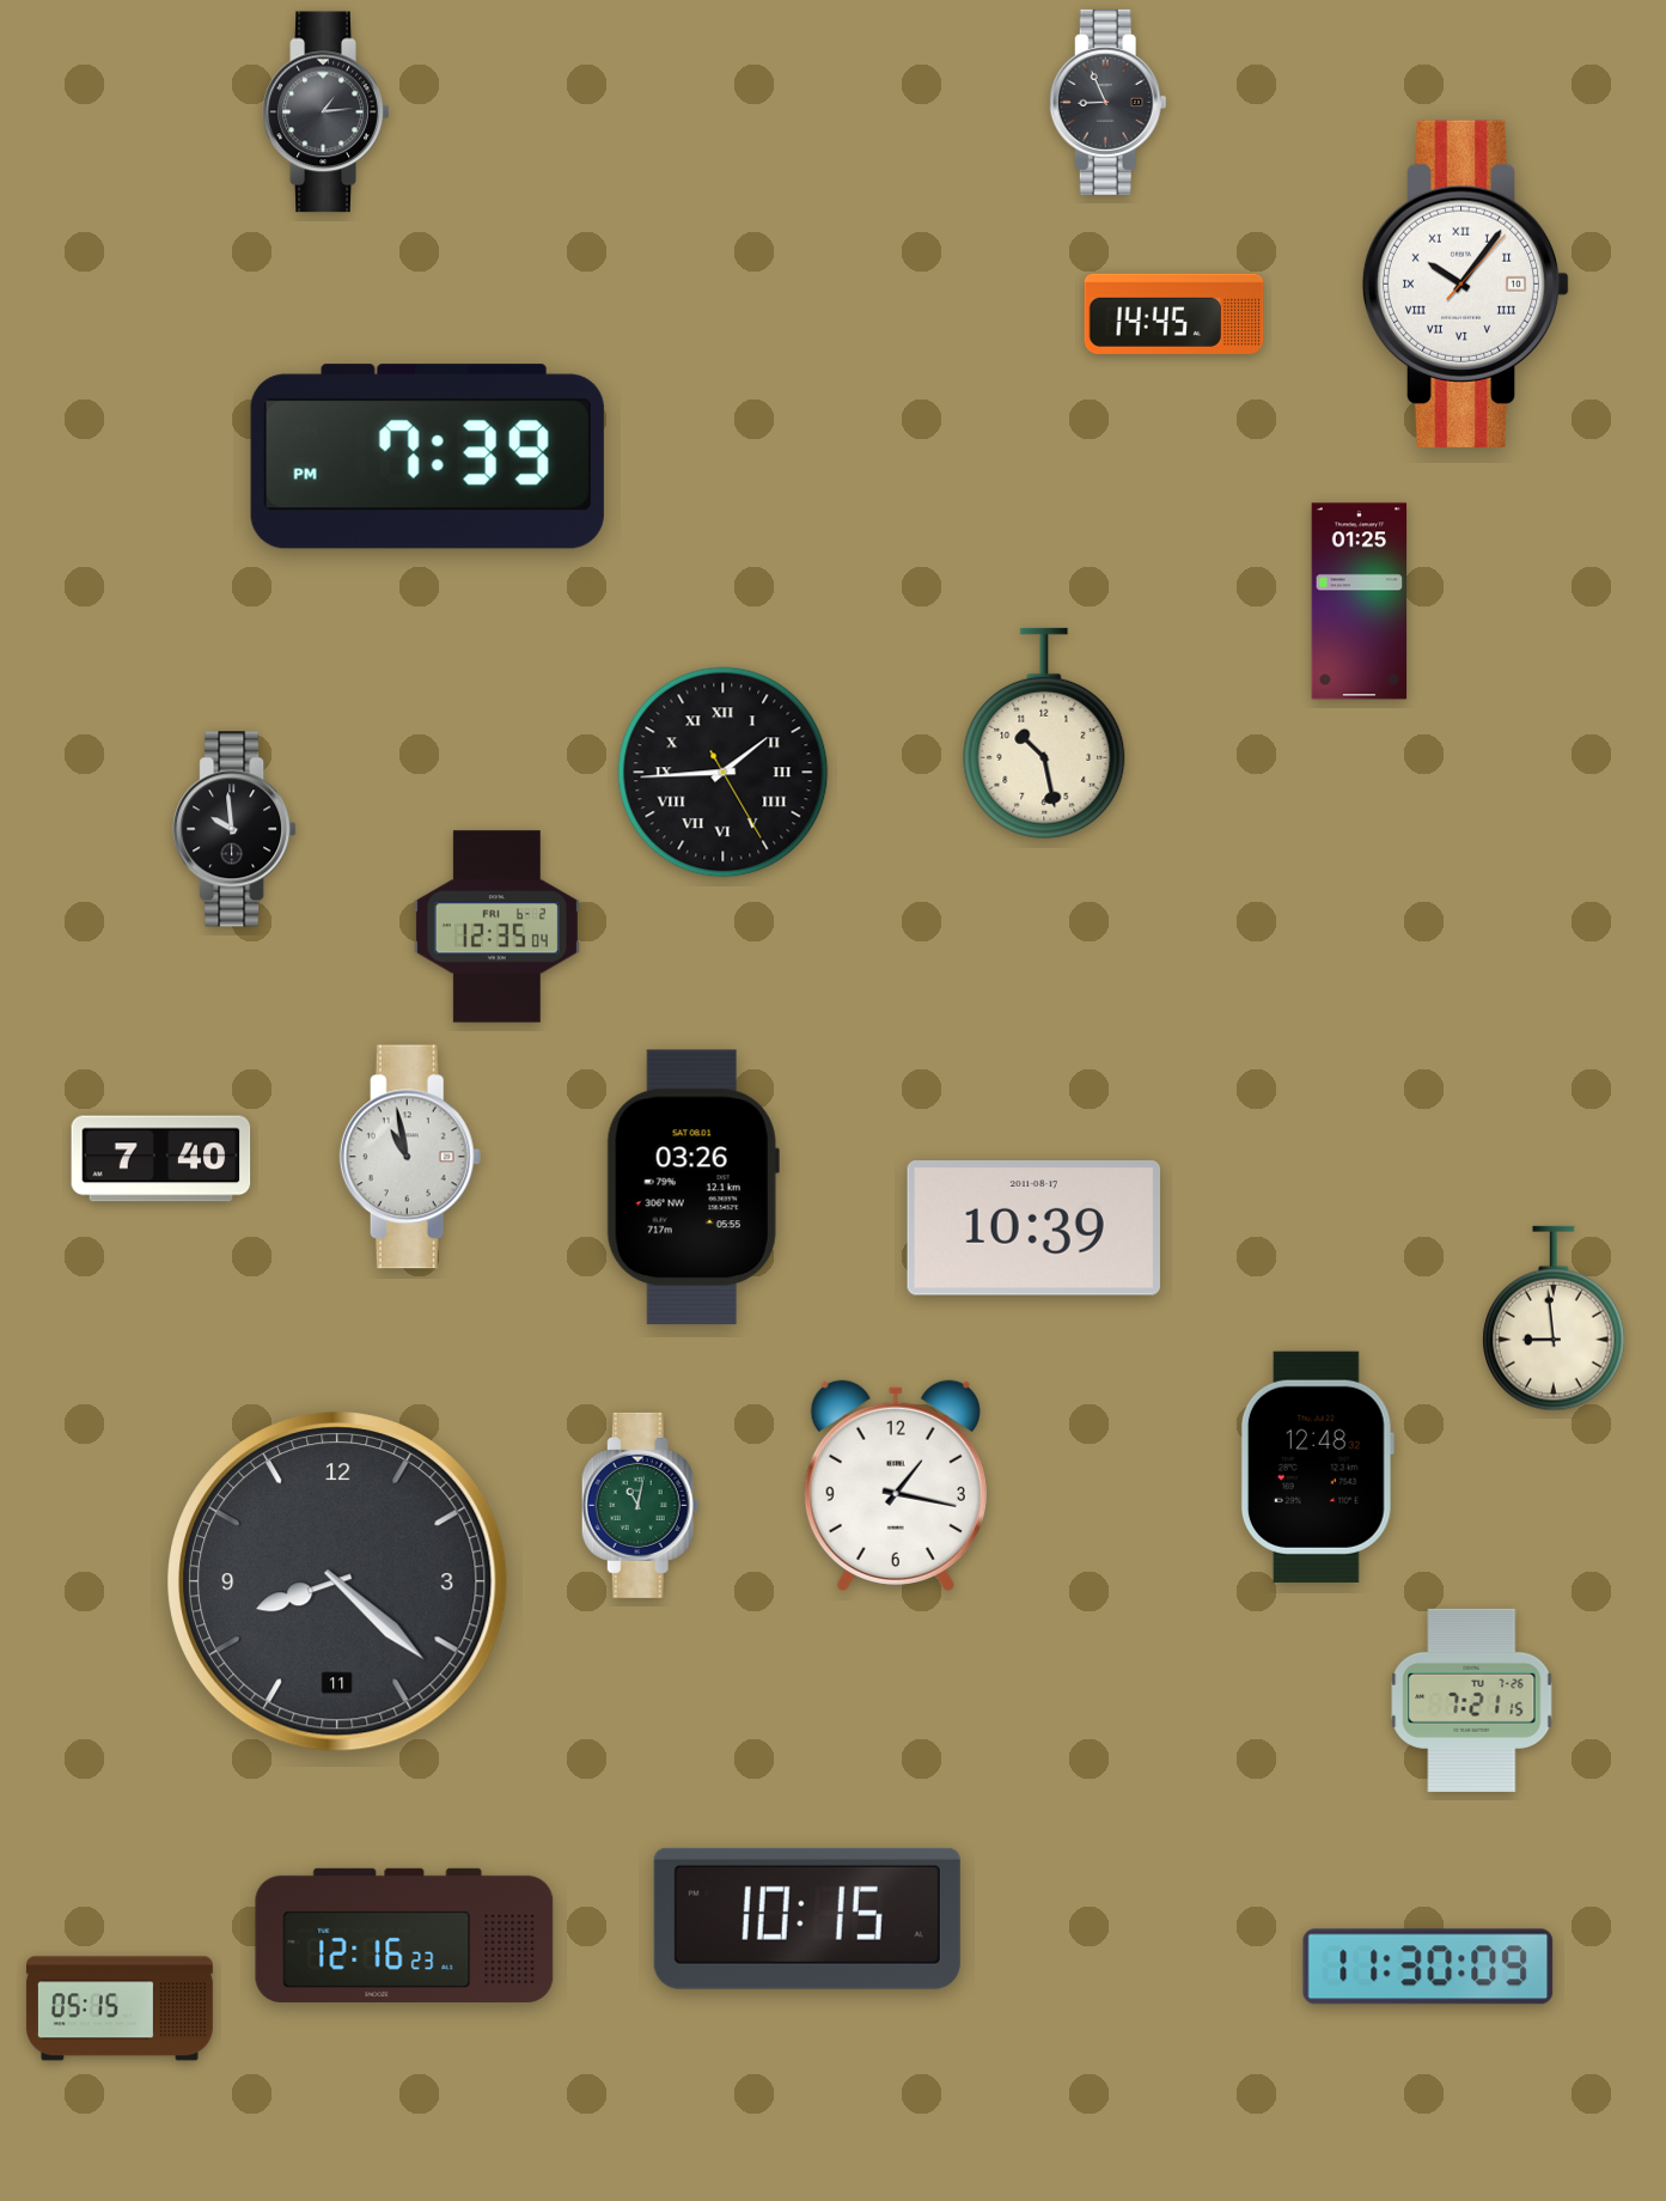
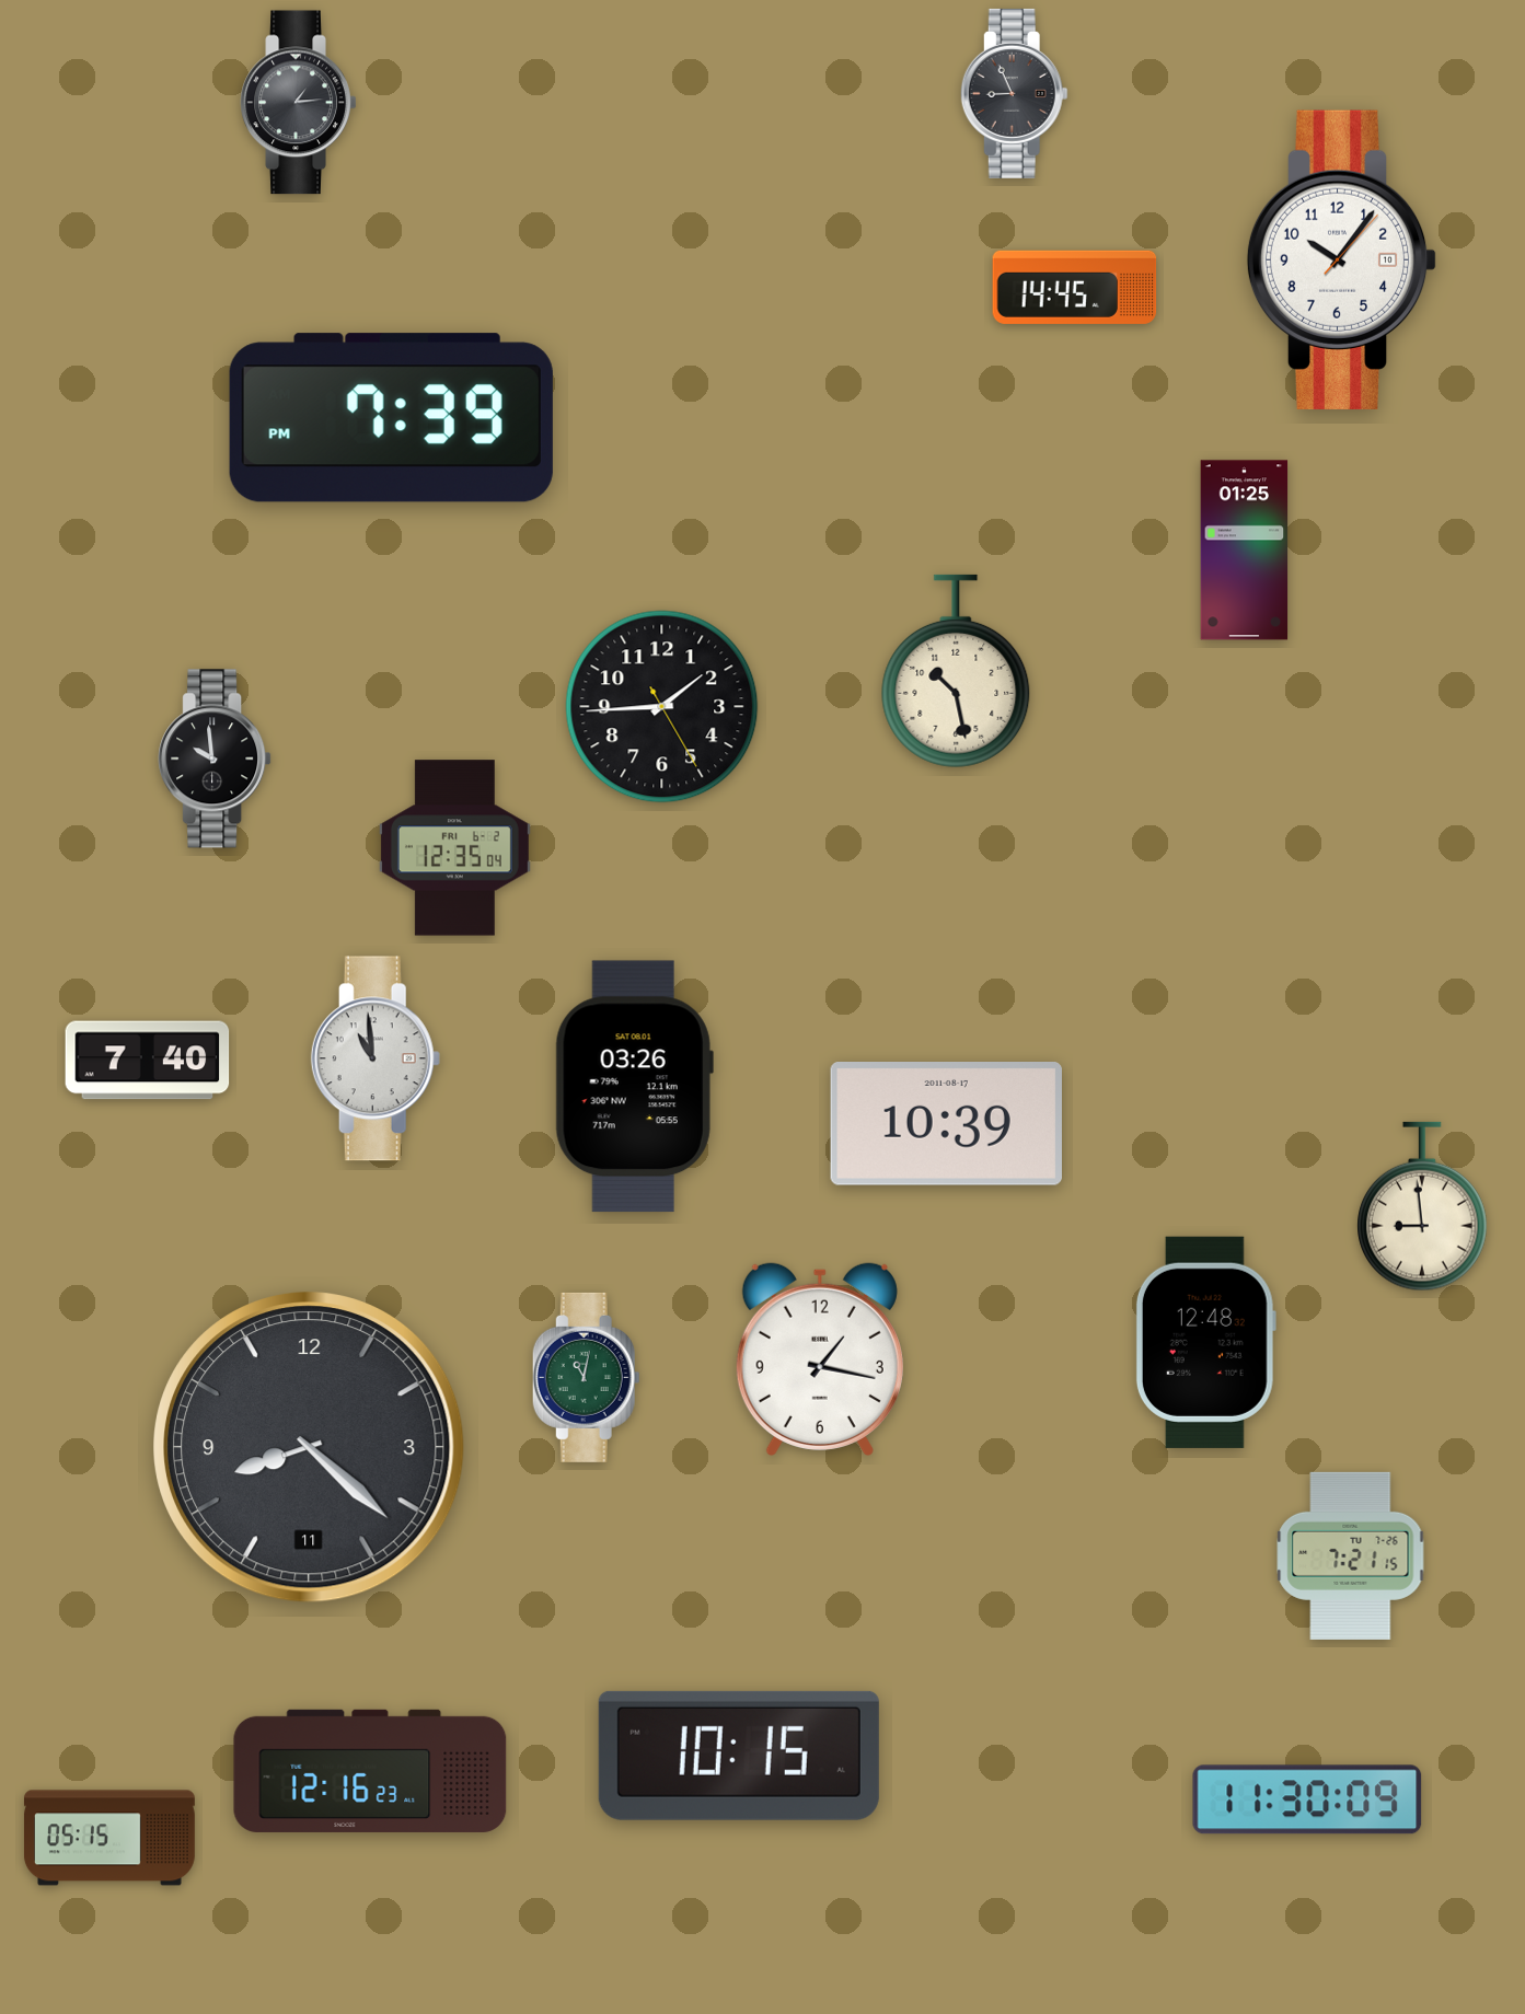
clock at (1466, 283) numerals: Roman -> Arabic
clock at (724, 773) numerals: Roman -> Arabic
clock at (410, 1157): 10:58 -> 10:59
clock at (1472, 1700) position: (1472, 1700) -> (1351, 1555)
